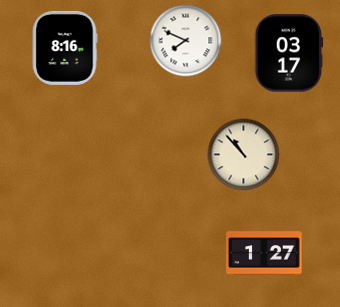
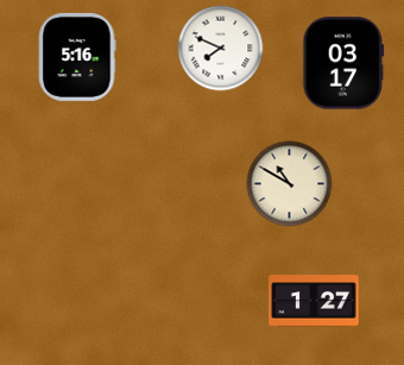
clock at (65, 48): 8:16 -> 5:16
clock at (244, 155): 10:53 -> 10:50
